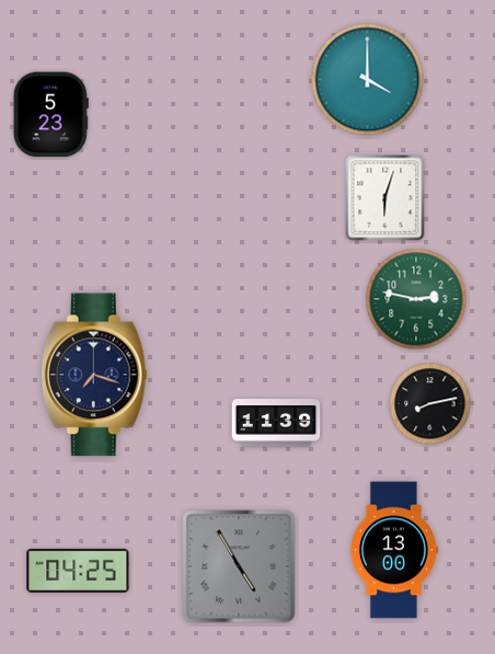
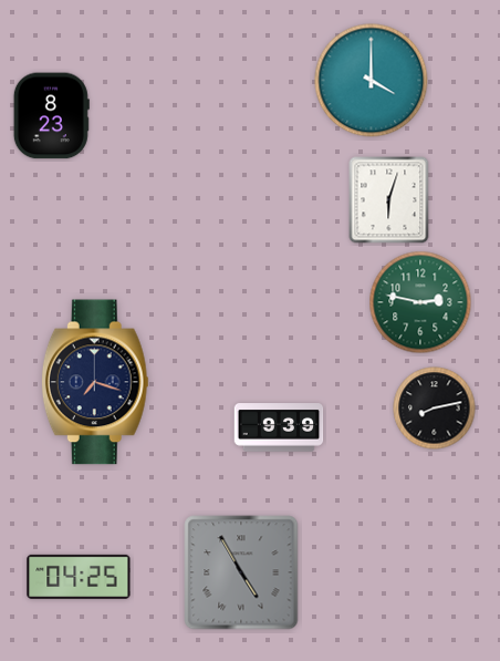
clock at (50, 115): 5:23 -> 8:23
clock at (94, 375) position: (94, 375) -> (95, 382)
clock at (276, 423): 11:39 -> 9:39
clock at (393, 550): 13:00 -> none
